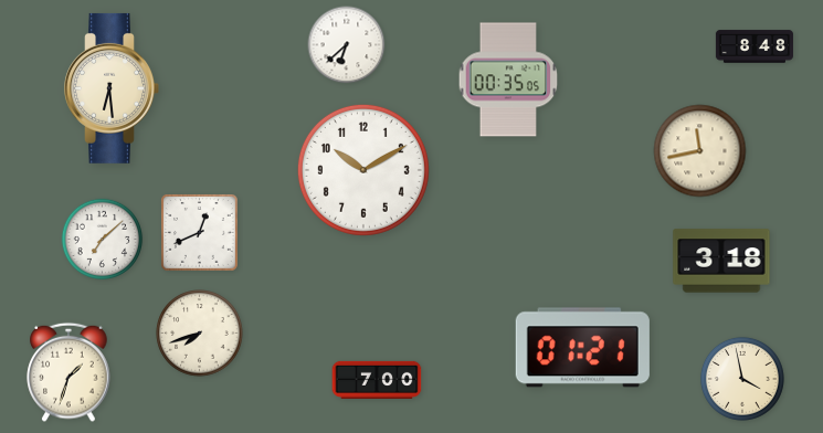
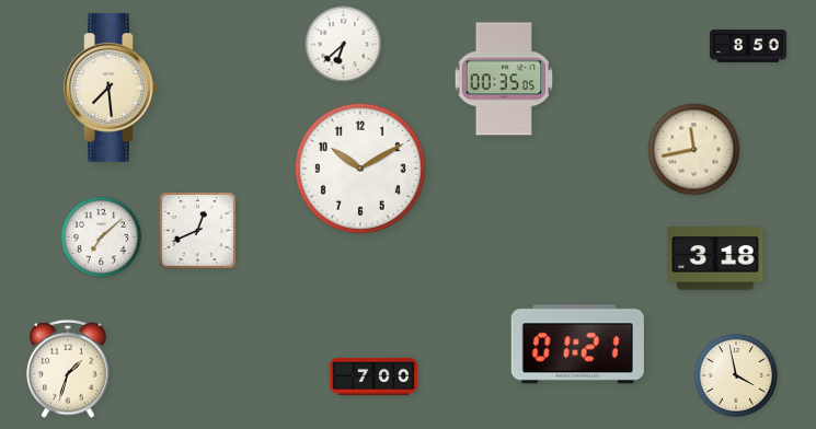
clock at (755, 46): 8:48 -> 8:50
clock at (112, 88): 6:29 -> 7:29
clock at (200, 334): 7:42 -> none
